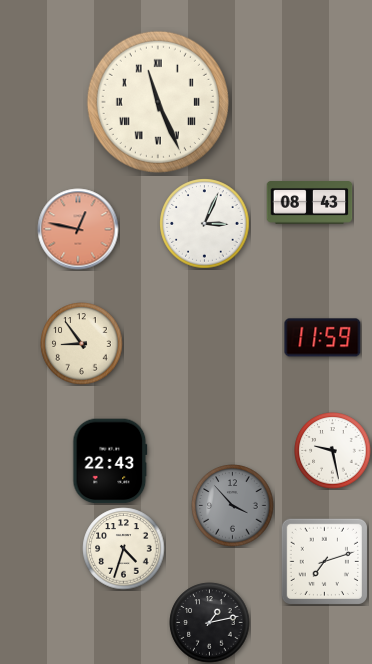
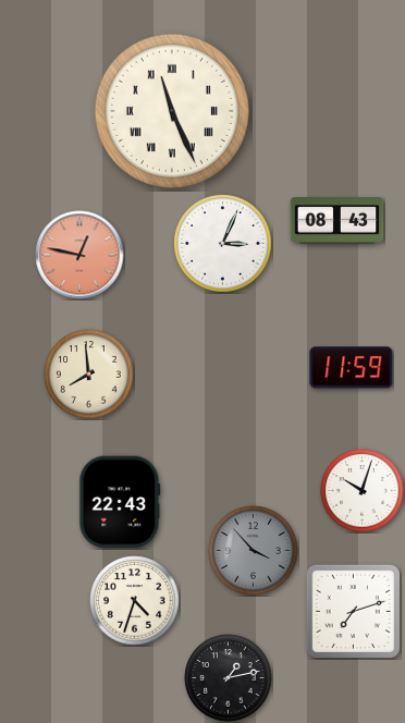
clock at (78, 229) position: (78, 229) -> (79, 255)
clock at (82, 344): 8:54 -> 7:59
clock at (333, 451): 9:28 -> 10:03
clock at (124, 549) position: (124, 549) -> (135, 601)
